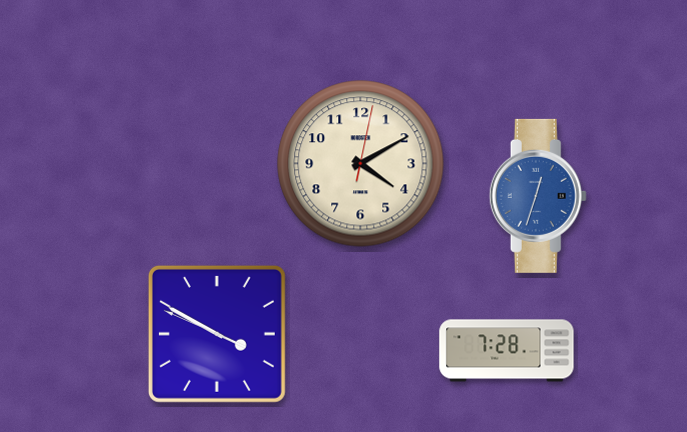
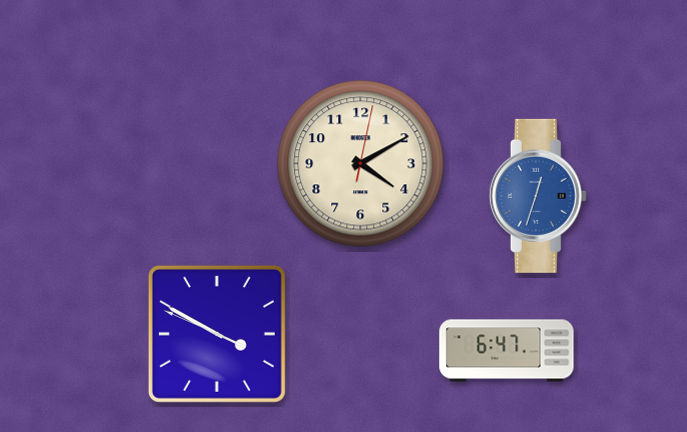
clock at (507, 351): 7:28 -> 6:47
